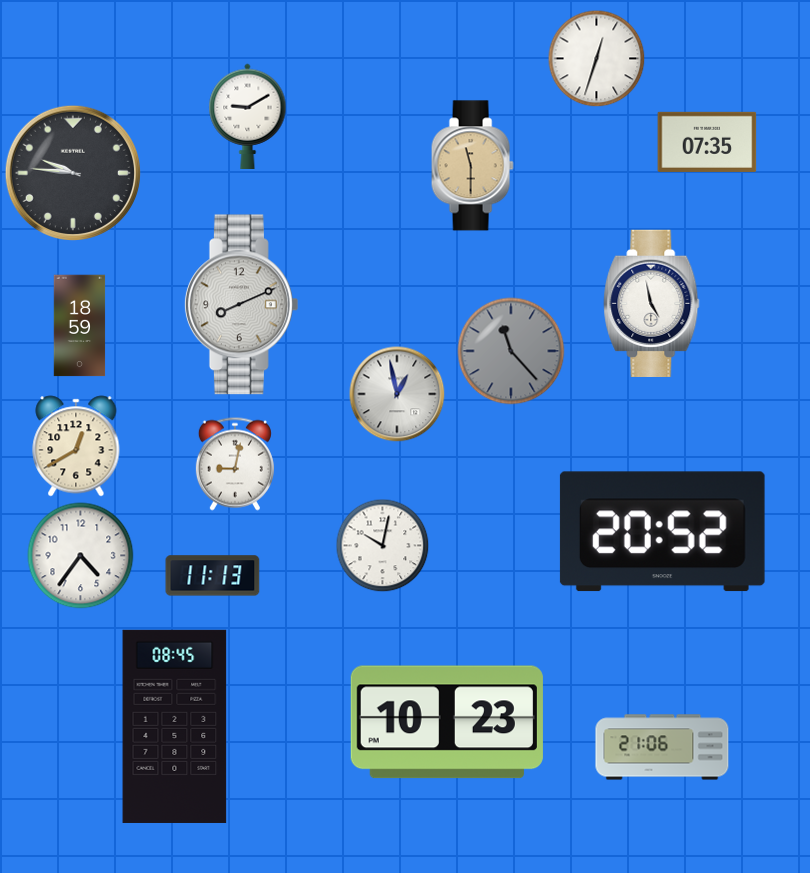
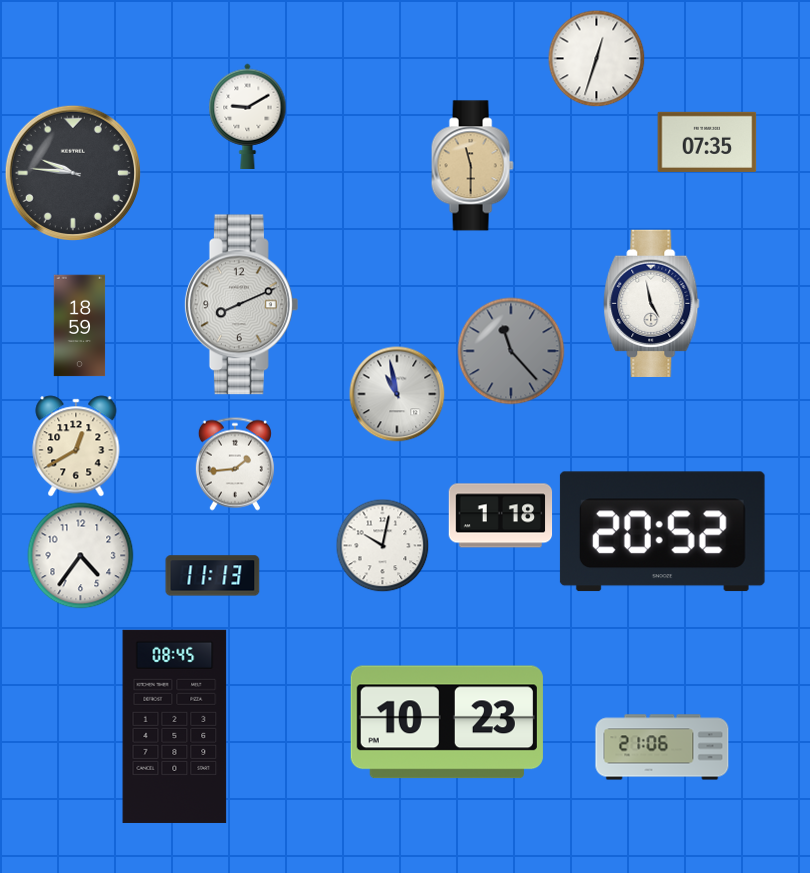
clock at (397, 394): 12:58 -> 10:58
clock at (235, 464): 9:02 -> 1:44
clock at (501, 516): none -> 1:18
